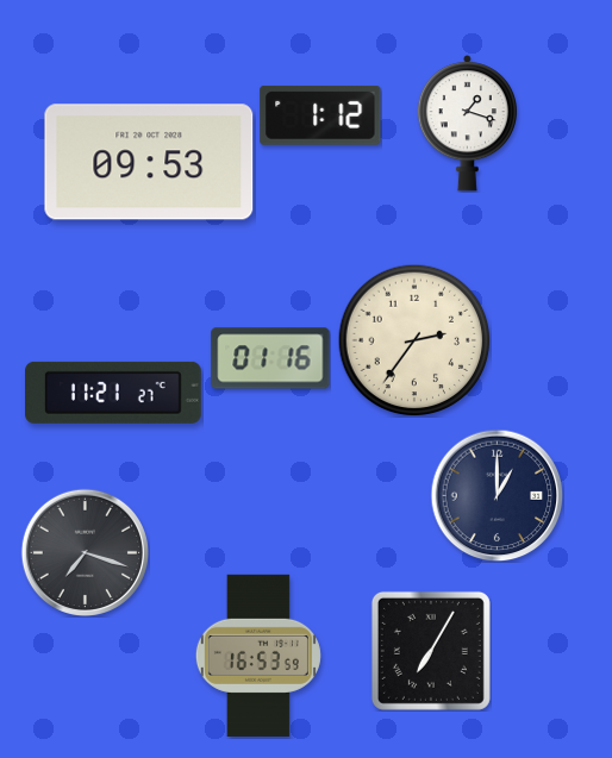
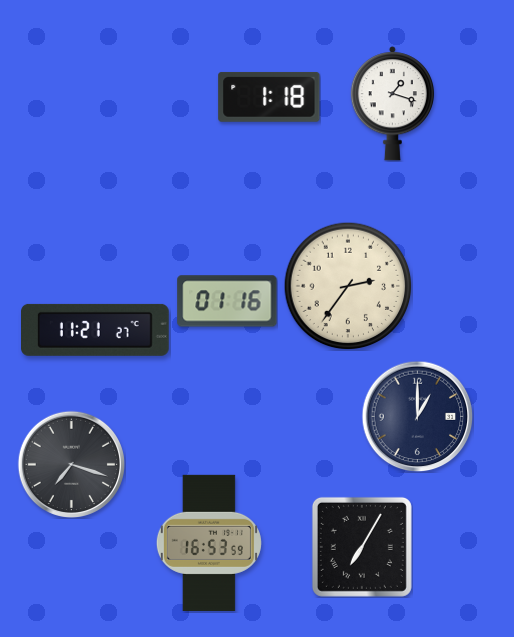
clock at (320, 115): 1:12 -> 1:18
clock at (149, 162): 09:53 -> none
clock at (258, 656) position: (258, 656) -> (209, 543)
